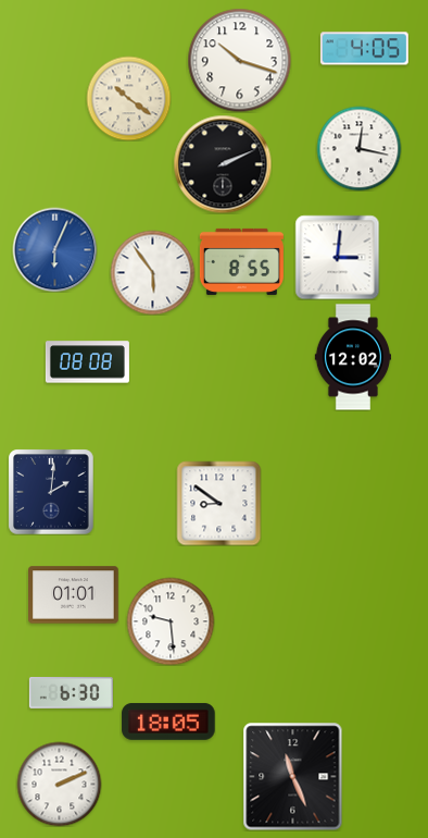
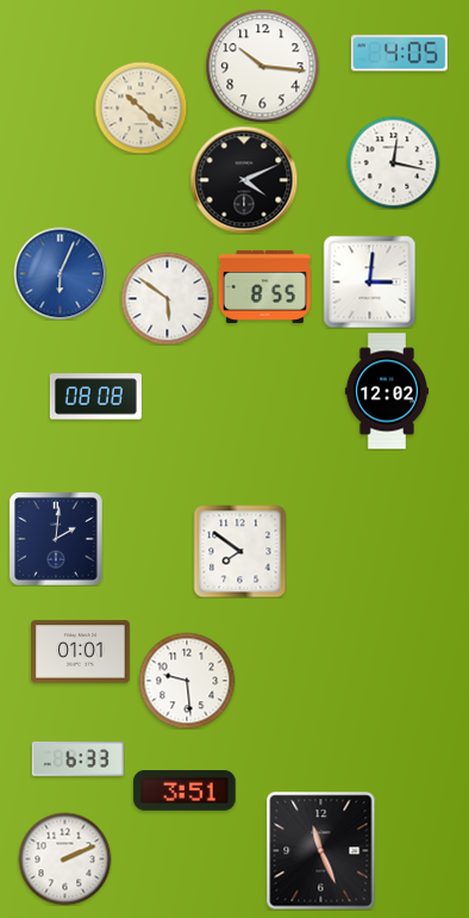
clock at (239, 60): 10:18 -> 10:16
clock at (128, 98): 10:21 -> 10:22
clock at (223, 164): 2:11 -> 4:11
clock at (152, 272): 5:54 -> 5:51
clock at (218, 503): 8:51 -> 7:51
clock at (71, 693): 6:30 -> 6:33
clock at (168, 722): 18:05 -> 3:51
